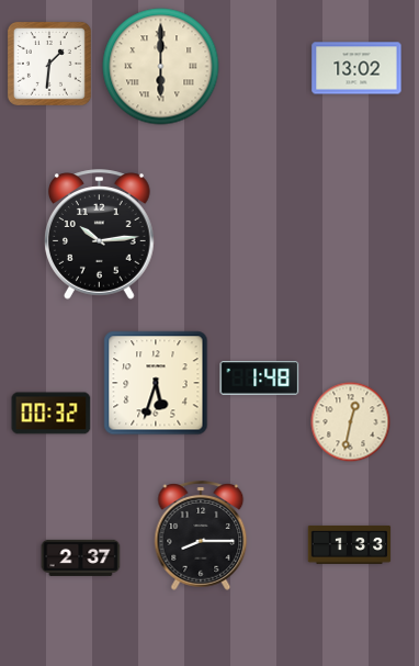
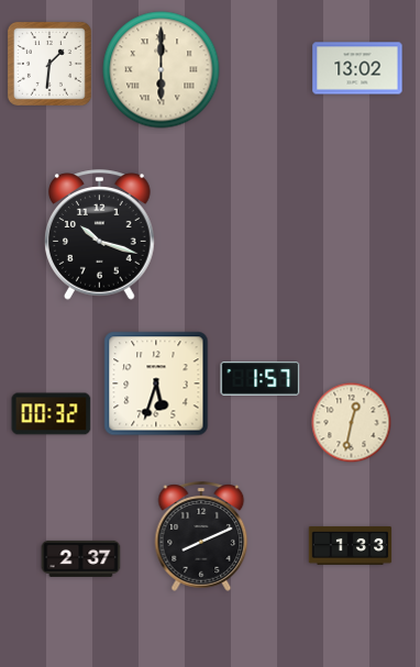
clock at (161, 67) position: (161, 67) -> (162, 70)
clock at (100, 235): 10:14 -> 10:18
clock at (260, 379): 1:48 -> 1:57
clock at (201, 535): 8:15 -> 8:11
